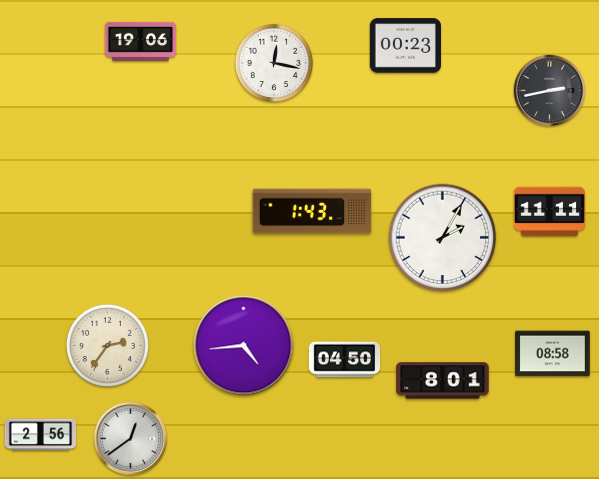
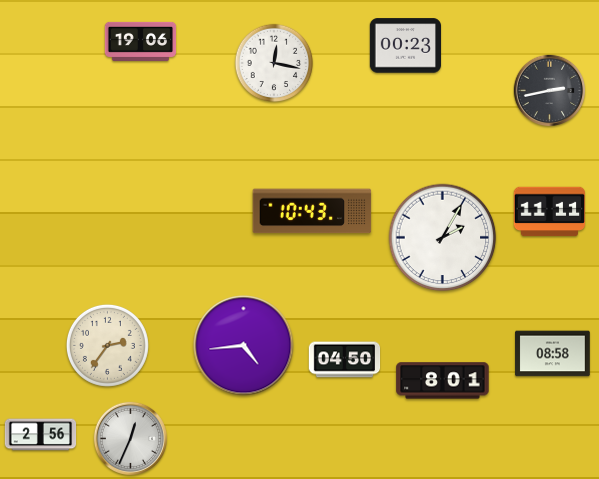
clock at (312, 211): 1:43 -> 10:43
clock at (130, 438): 12:39 -> 12:34
